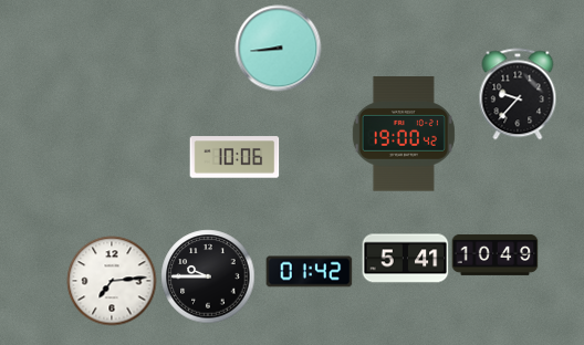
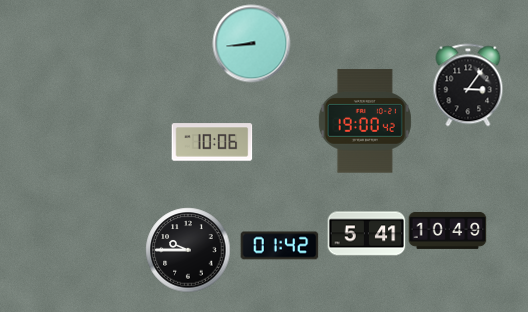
clock at (518, 94): 9:37 -> 3:06
clock at (112, 281): 7:14 -> none
